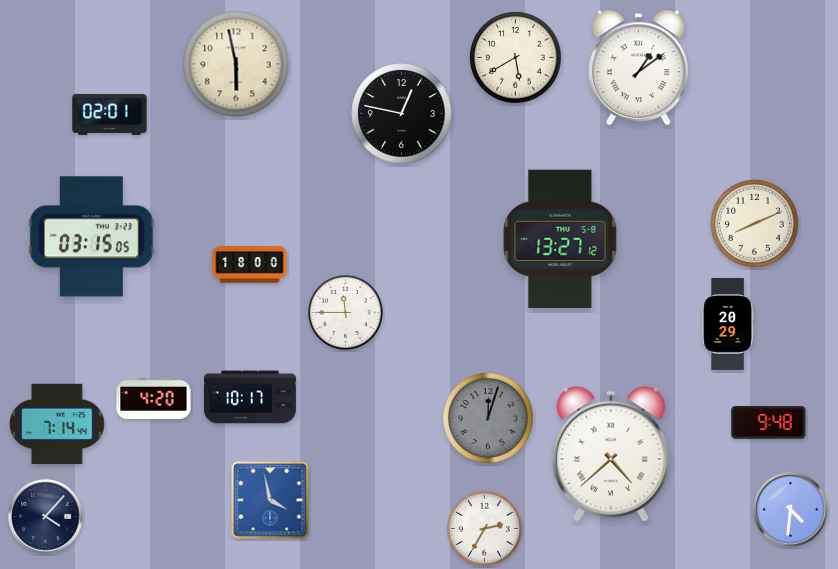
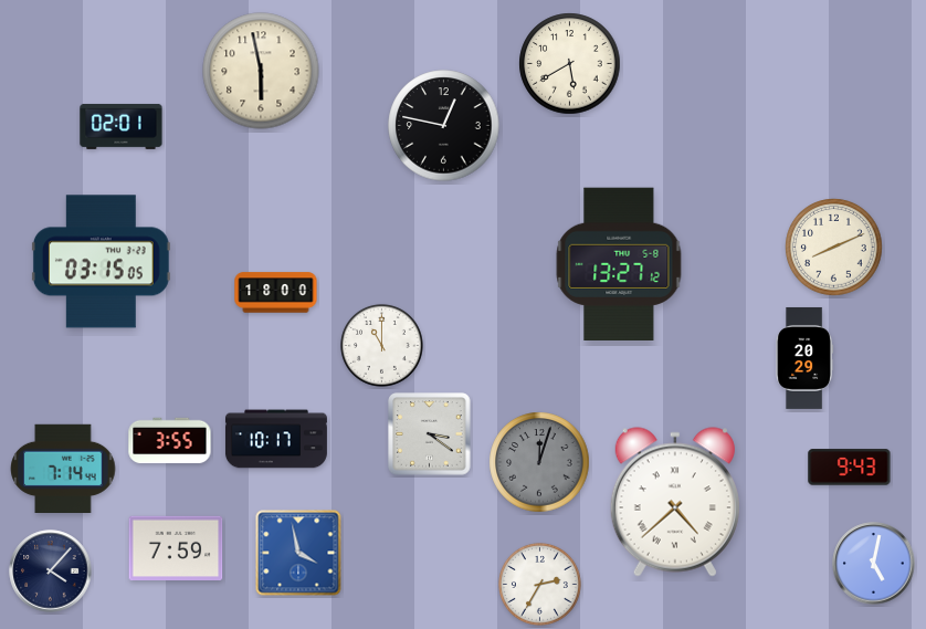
clock at (638, 68): 1:09 -> none
clock at (345, 312): 11:45 -> 11:00
clock at (430, 434): none -> 3:21
clock at (154, 399): 4:20 -> 3:55
clock at (769, 423): 9:48 -> 9:43
clock at (176, 547): none -> 7:59
clock at (791, 510): 4:31 -> 5:02
clock at (484, 528) position: (484, 528) -> (539, 584)
